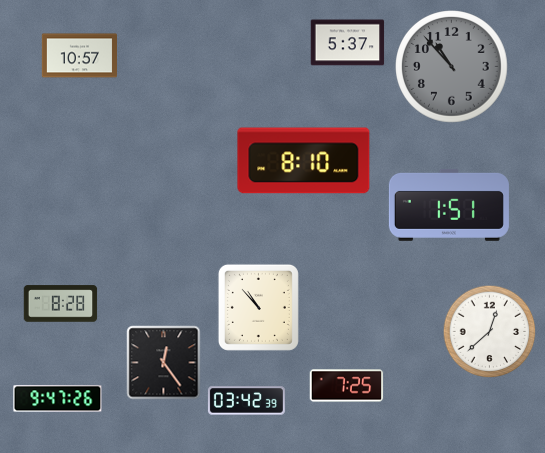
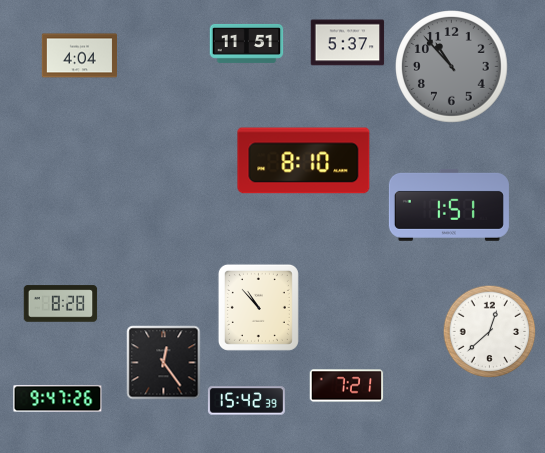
clock at (247, 43): none -> 11:51
clock at (79, 56): 10:57 -> 4:04
clock at (347, 386): 7:25 -> 7:21
clock at (246, 401): 03:42 -> 15:42
